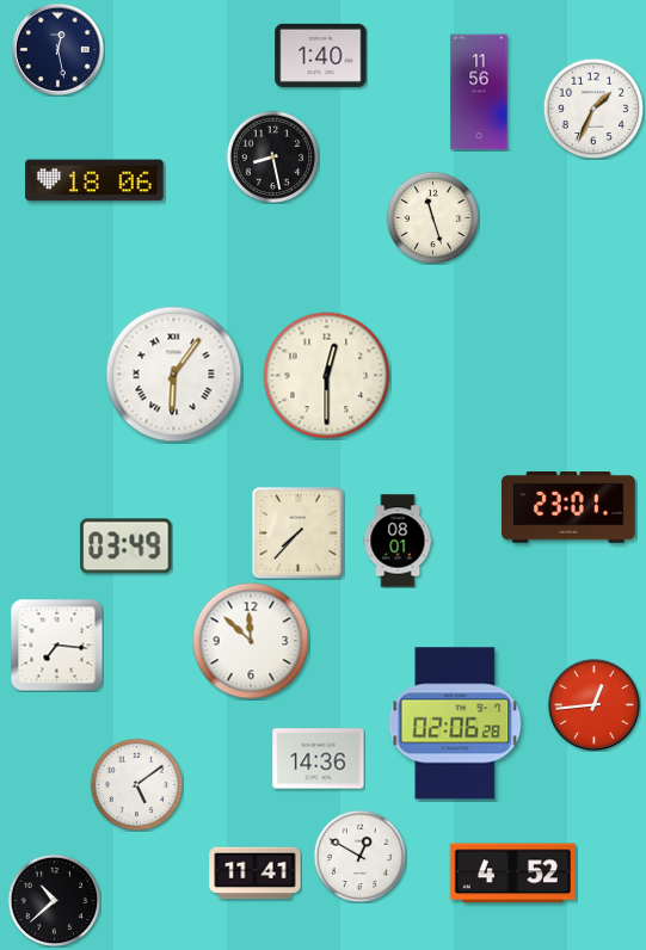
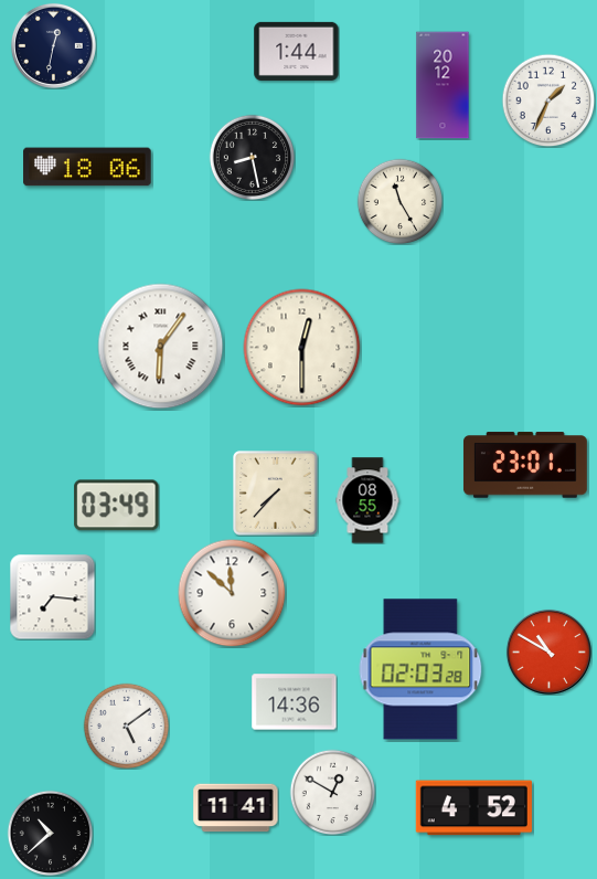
clock at (57, 49): 12:28 -> 12:32
clock at (321, 55): 1:40 -> 1:44
clock at (479, 92): 11:56 -> 20:12
clock at (272, 156) position: (272, 156) -> (252, 157)
clock at (432, 217): 11:27 -> 11:25
clock at (568, 507) position: (568, 507) -> (525, 465)
clock at (398, 541): 08:01 -> 08:55
clock at (593, 704): 12:44 -> 10:50
clock at (455, 723): 02:06 -> 02:03
